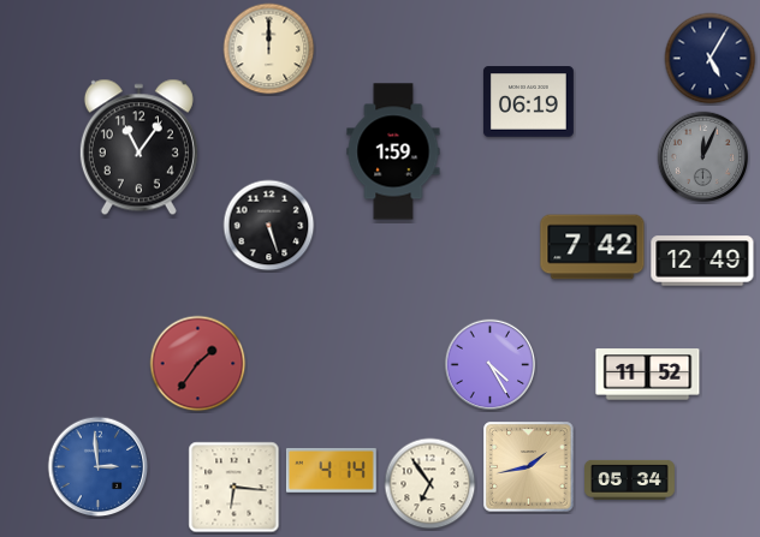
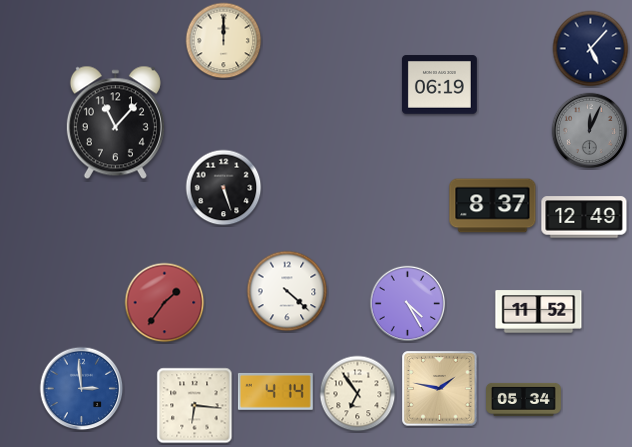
clock at (711, 59): 5:05 -> 5:07
clock at (138, 148): 11:06 -> 11:07
clock at (393, 151): 1:59 -> none
clock at (703, 157) position: (703, 157) -> (590, 131)
clock at (593, 247): 7:42 -> 8:37
clock at (287, 291): none -> 4:22
clock at (529, 467): 1:43 -> 1:47
clock at (431, 484) position: (431, 484) -> (358, 394)
